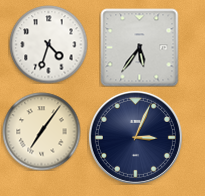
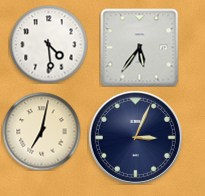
clock at (48, 44): 4:33 -> 4:29
clock at (41, 131): 7:06 -> 7:02
